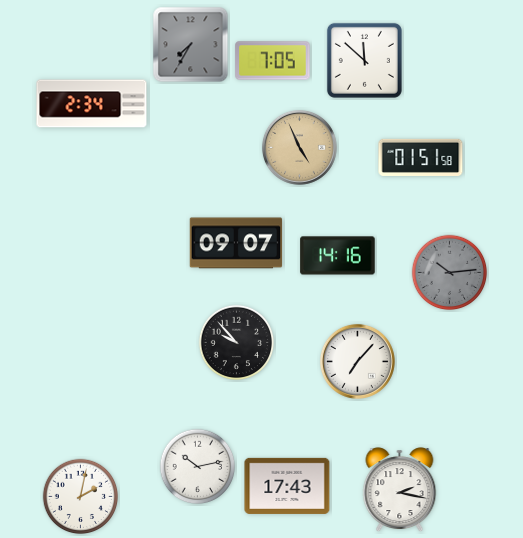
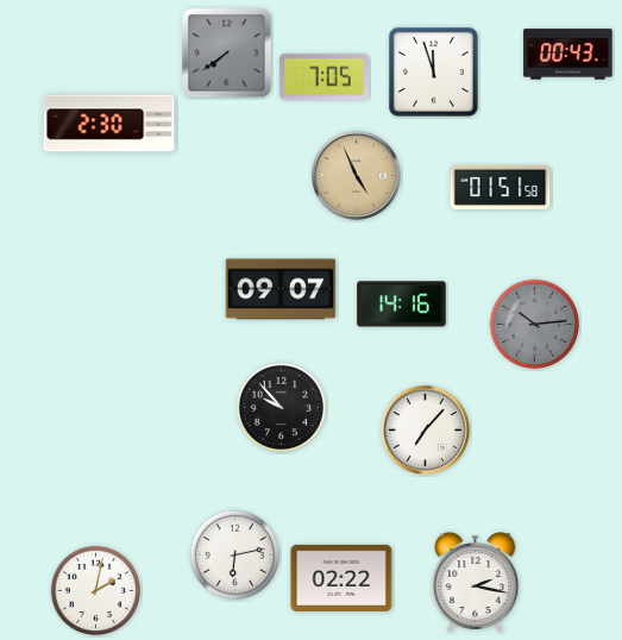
clock at (191, 45): 7:35 -> 7:39
clock at (568, 55): none -> 00:43
clock at (364, 60): 11:52 -> 11:57
clock at (273, 61) position: (273, 61) -> (325, 77)
clock at (92, 104): 2:34 -> 2:30
clock at (198, 467): 10:13 -> 6:13
clock at (287, 486): 17:43 -> 02:22
